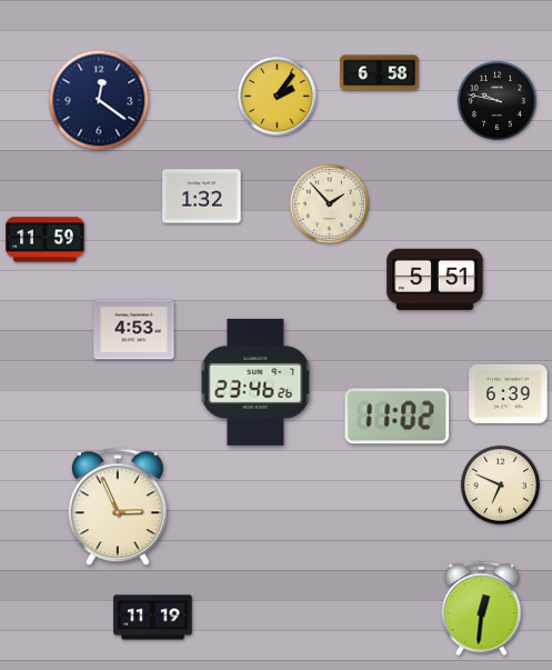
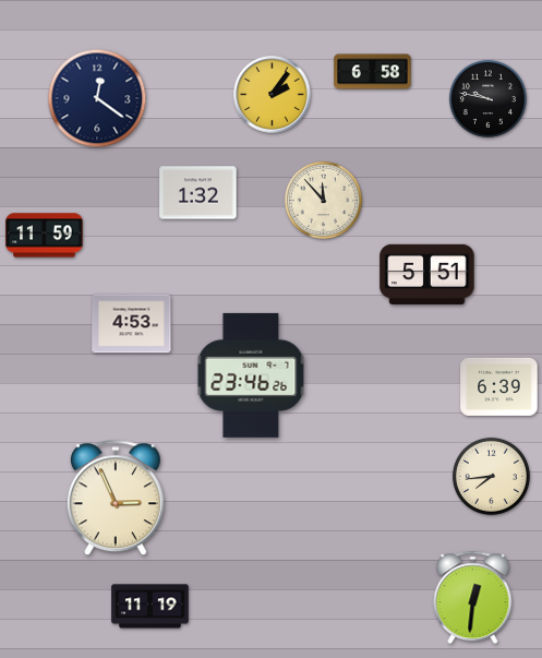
clock at (329, 203): 1:53 -> 11:53
clock at (398, 417): 11:02 -> none
clock at (500, 484): 6:49 -> 7:44
